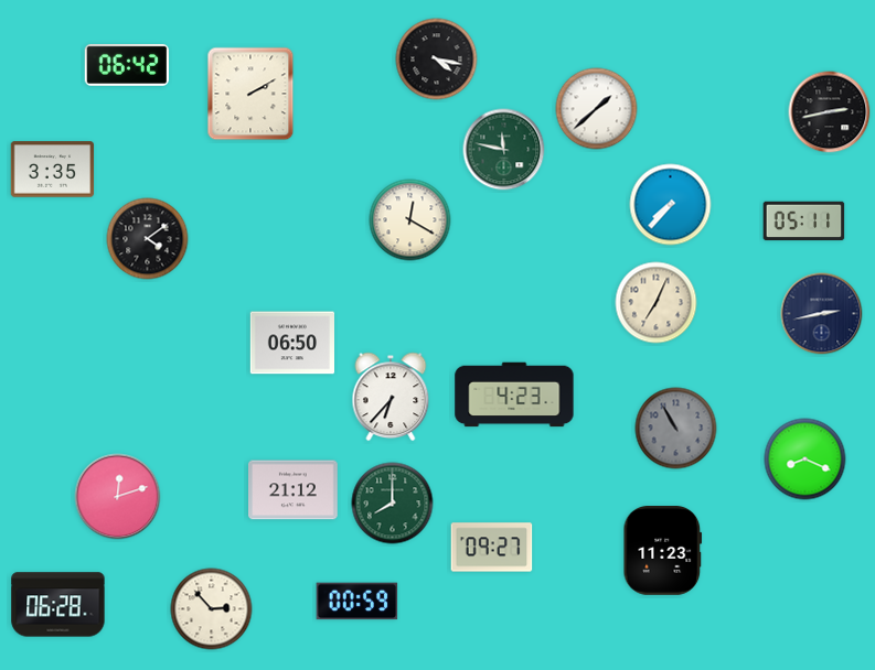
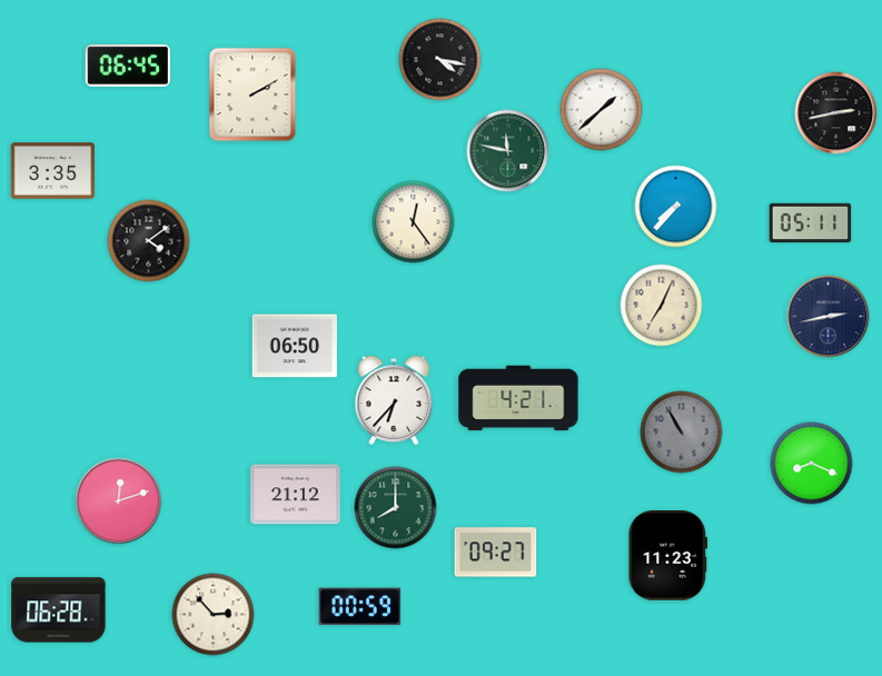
clock at (127, 65): 06:42 -> 06:45
clock at (410, 220): 12:20 -> 12:24
clock at (514, 395): 4:23 -> 4:21
